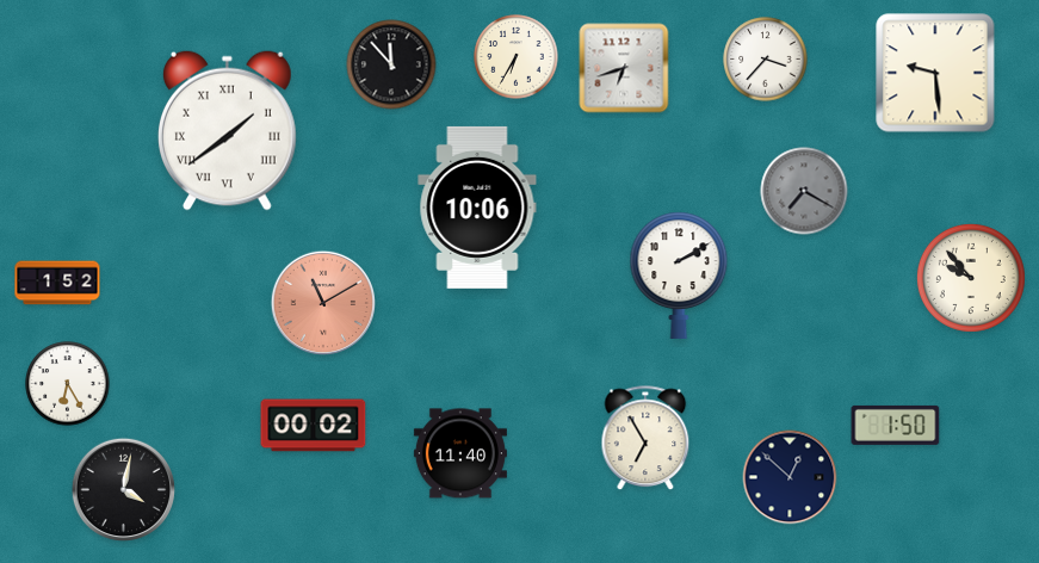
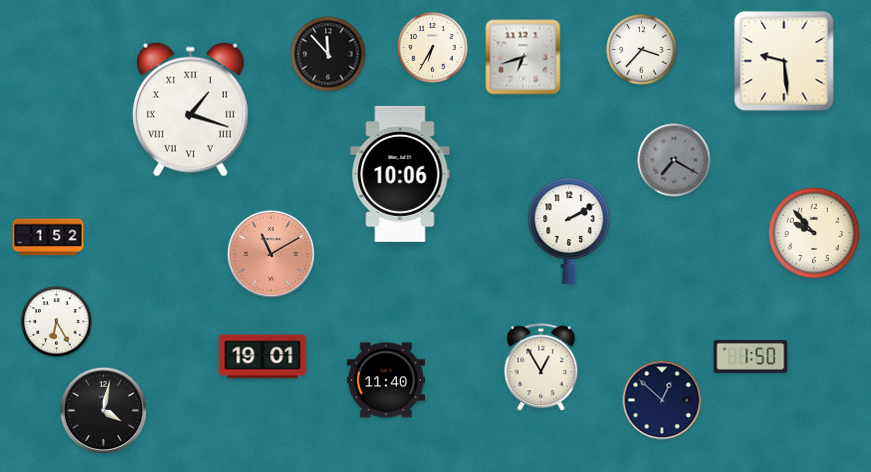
clock at (227, 130): 1:39 -> 1:18
clock at (314, 426): 00:02 -> 19:01
clock at (645, 439): 6:55 -> 12:55
